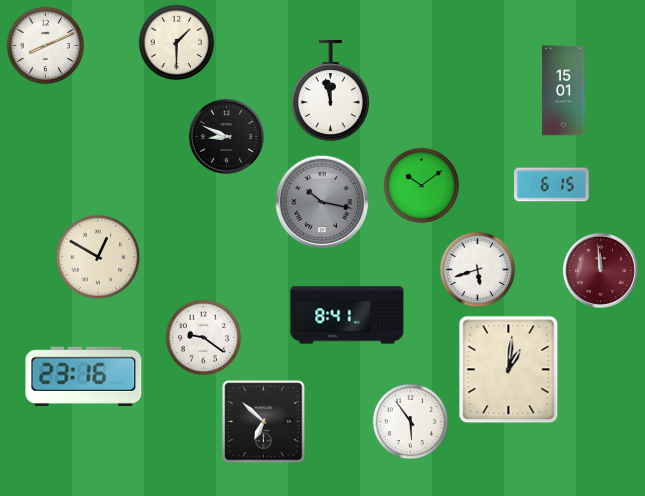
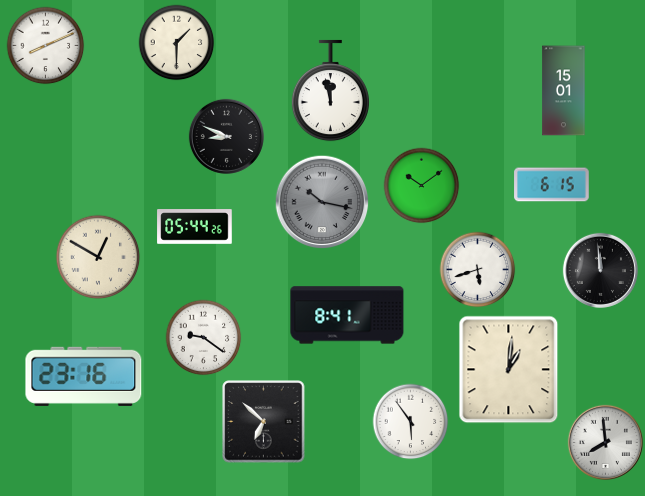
clock at (195, 227): none -> 05:44
clock at (600, 270) dial: burgundy -> black
clock at (605, 442): none -> 7:59
